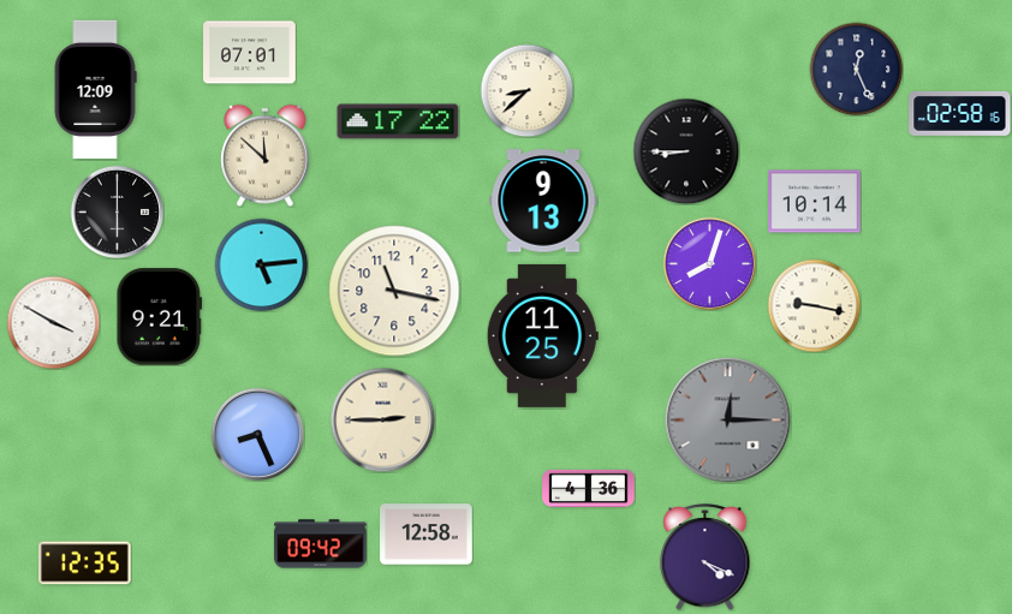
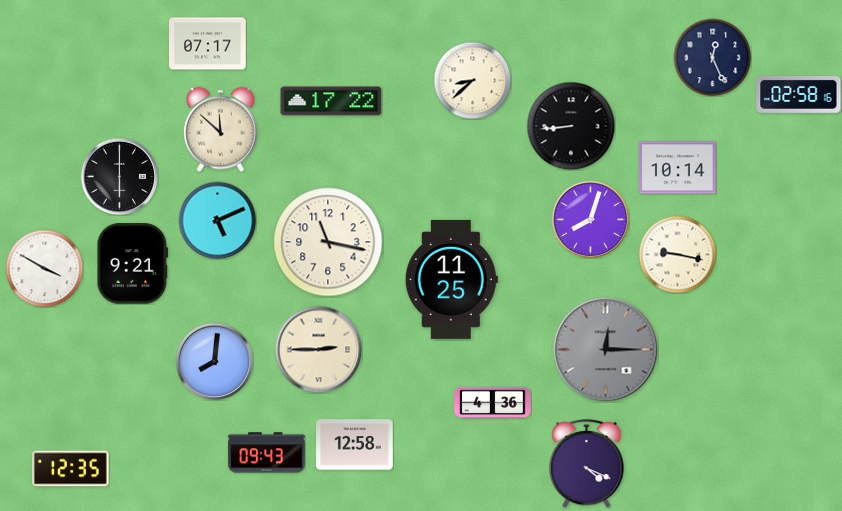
clock at (250, 53): 07:01 -> 07:17
clock at (95, 89): 12:09 -> none
clock at (526, 90) position: (526, 90) -> (472, 80)
clock at (686, 151): 8:45 -> 8:44
clock at (543, 201): 9:13 -> none
clock at (117, 211) position: (117, 211) -> (119, 176)
clock at (261, 264): 5:14 -> 5:11
clock at (257, 434): 8:26 -> 8:01
clock at (589, 488) position: (589, 488) -> (493, 402)
clock at (321, 544): 09:42 -> 09:43
